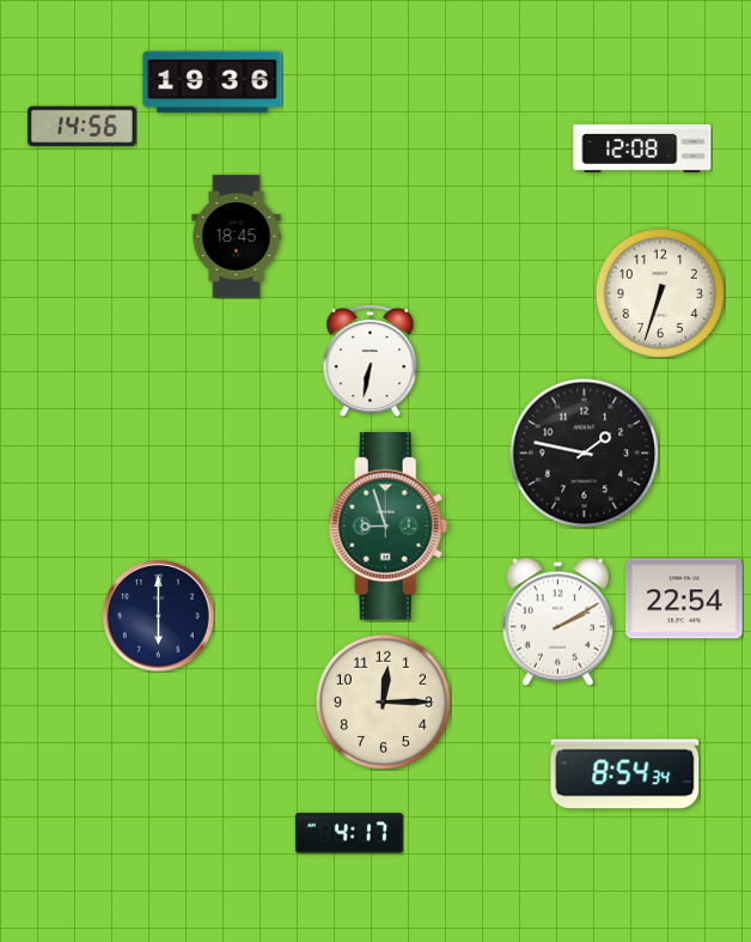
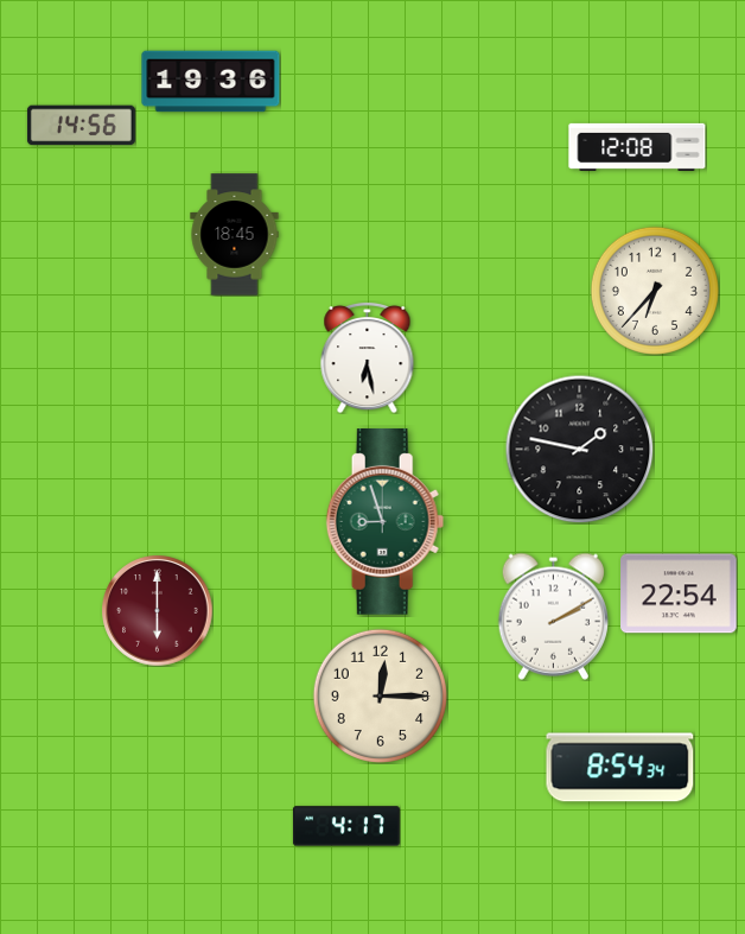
clock at (660, 293): 6:33 -> 6:37
clock at (371, 360): 6:32 -> 6:28
clock at (158, 615) dial: navy -> burgundy
